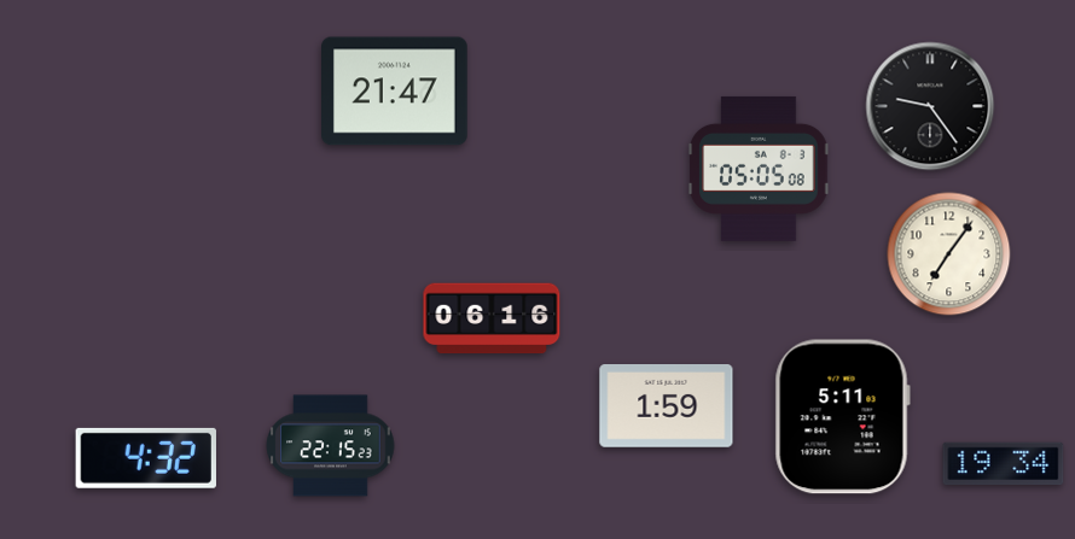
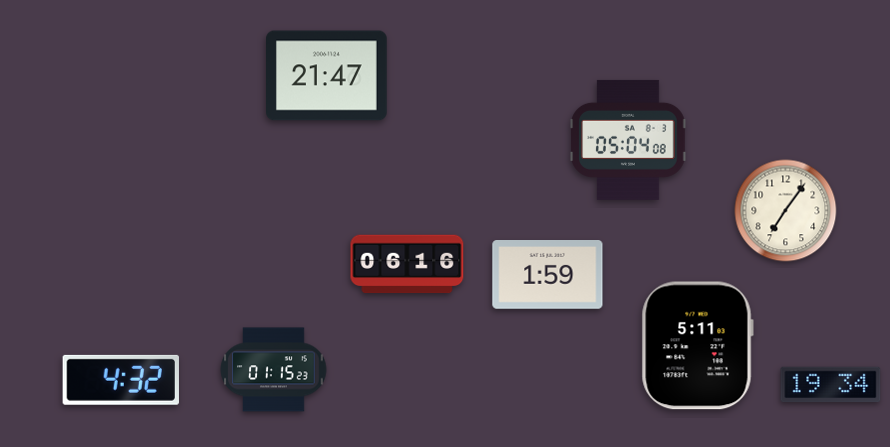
clock at (930, 106): 9:24 -> none
clock at (759, 169): 05:05 -> 05:04
clock at (667, 406) position: (667, 406) -> (548, 275)
clock at (331, 446): 22:15 -> 01:15
